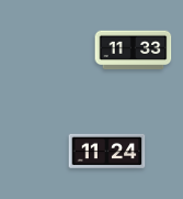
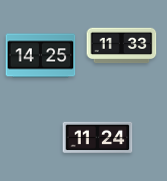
clock at (41, 56): none -> 14:25
